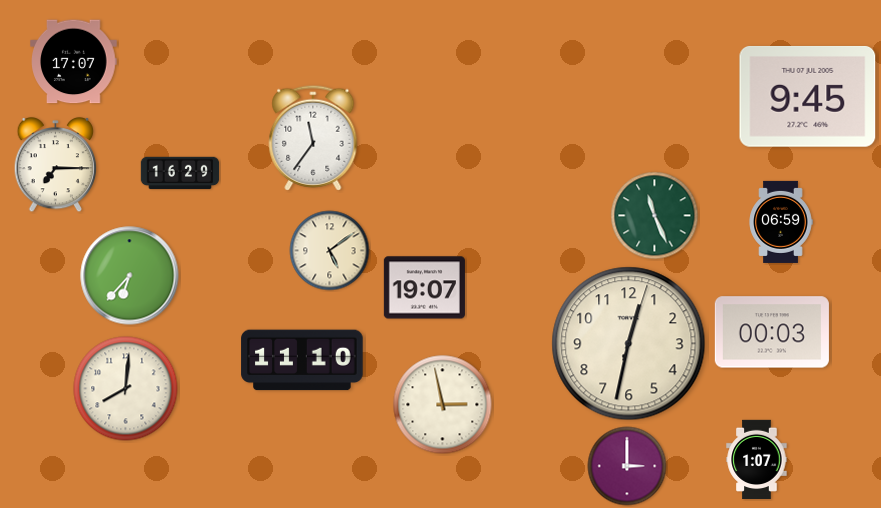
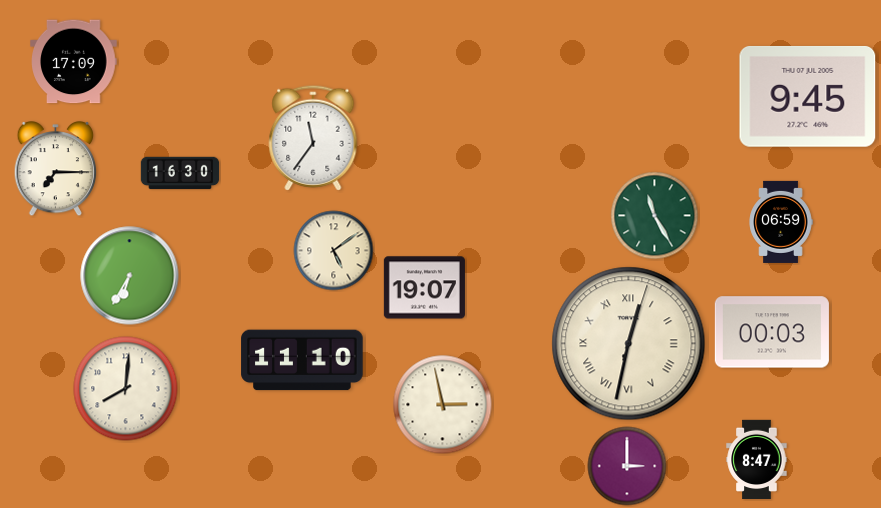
clock at (74, 62): 17:07 -> 17:09
clock at (56, 165) position: (56, 165) -> (56, 169)
clock at (180, 173): 16:29 -> 16:30
clock at (655, 216): 11:26 -> 11:25
clock at (330, 251) position: (330, 251) -> (334, 251)
clock at (130, 276): 6:37 -> 6:35
clock at (629, 344) numerals: Arabic -> Roman
clock at (757, 460): 1:07 -> 8:47
